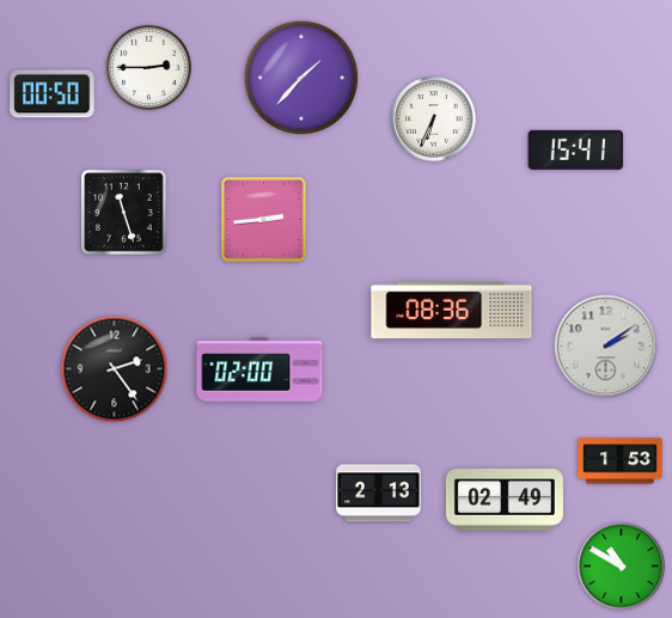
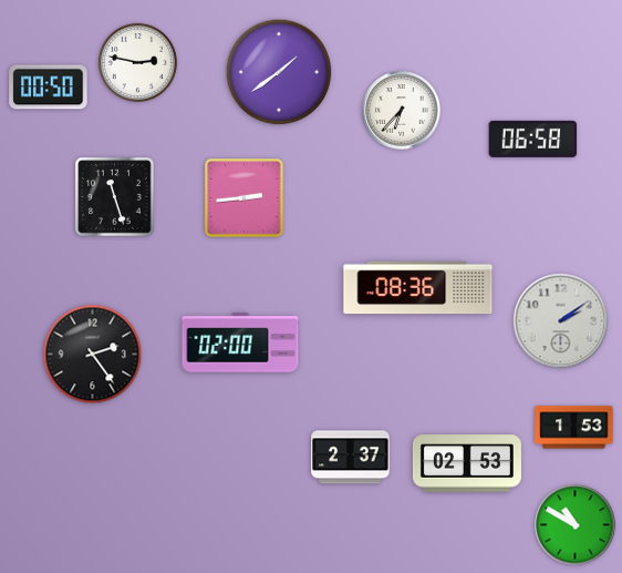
clock at (148, 67): 2:45 -> 2:47
clock at (301, 78): 1:37 -> 1:39
clock at (434, 120): 6:34 -> 6:37
clock at (576, 149): 15:41 -> 06:58
clock at (264, 220) position: (264, 220) -> (245, 198)
clock at (115, 369) position: (115, 369) -> (93, 355)
clock at (379, 494): 2:13 -> 2:37
clock at (505, 500): 02:49 -> 02:53
